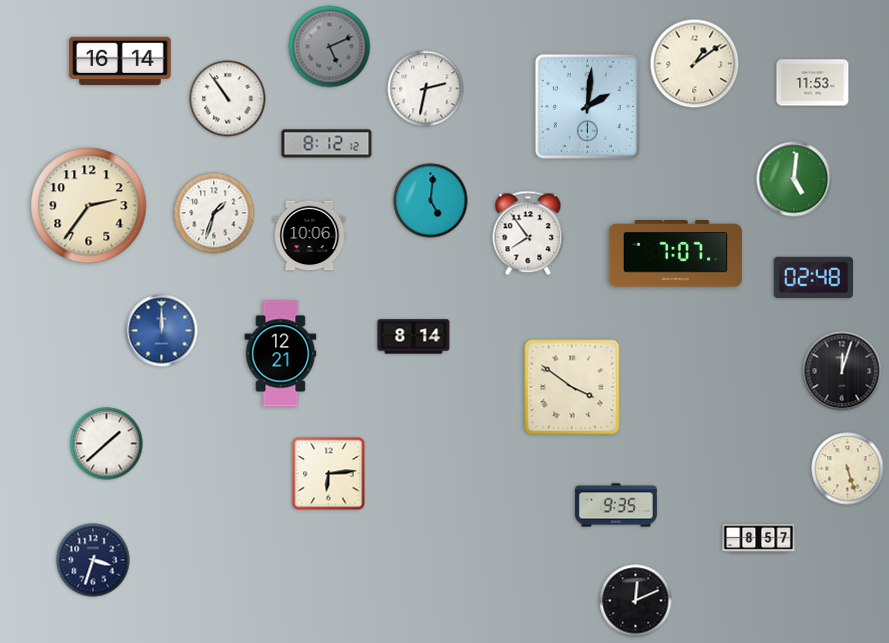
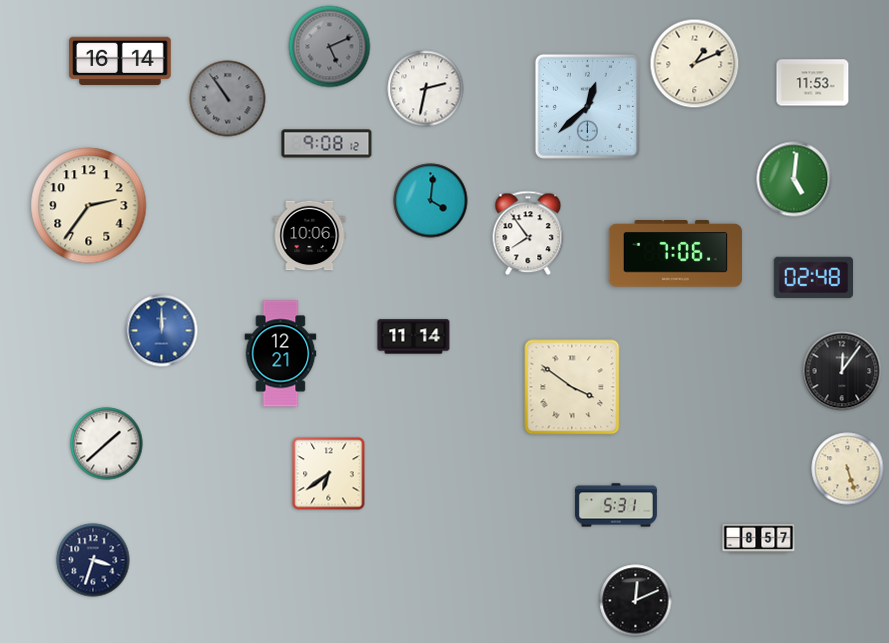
clock at (695, 64): 1:09 -> 1:11
clock at (228, 99) dial: white -> grey
clock at (587, 106): 2:01 -> 12:38
clock at (327, 144): 8:12 -> 9:08
clock at (431, 201): 5:01 -> 4:01
clock at (214, 213): 1:33 -> none
clock at (675, 254): 7:07 -> 7:06
clock at (414, 337): 8:14 -> 11:14
clock at (842, 371): 12:03 -> 12:06
clock at (329, 474): 6:14 -> 6:39
clock at (616, 505): 9:35 -> 5:31
